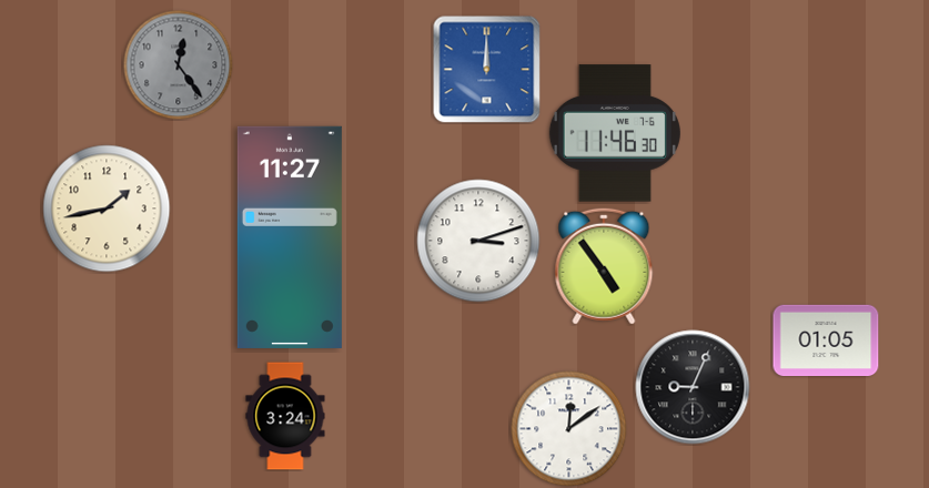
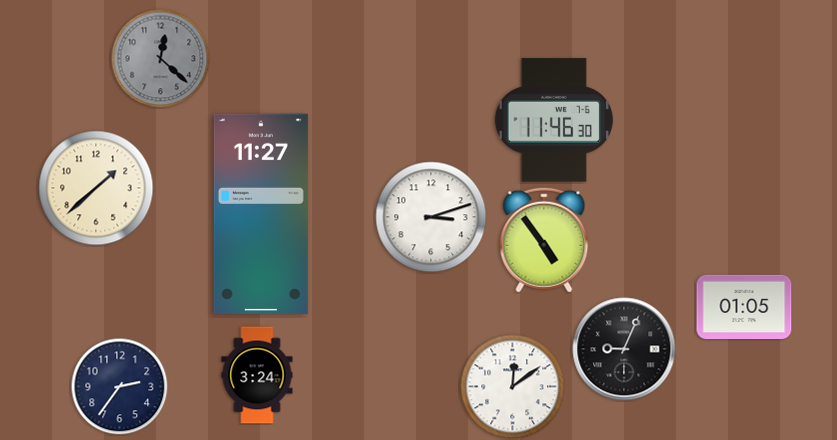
clock at (179, 65): 12:24 -> 12:22
clock at (487, 70): 12:00 -> none
clock at (107, 209): 1:43 -> 1:38
clock at (119, 386): none -> 2:36
